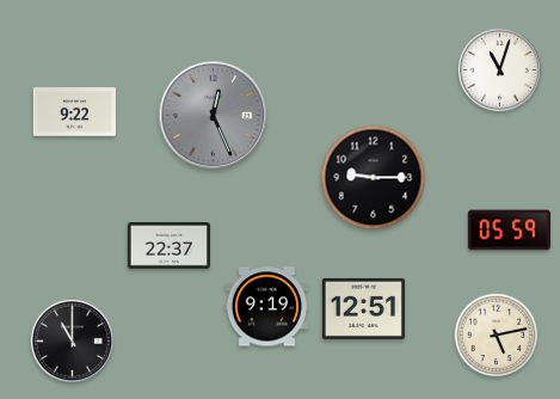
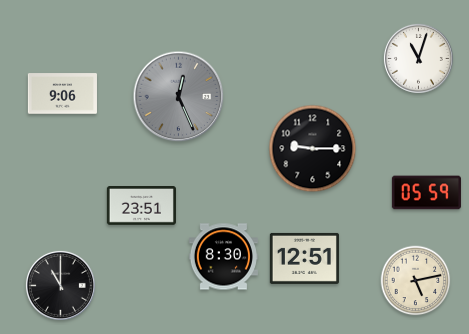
clock at (74, 112): 9:22 -> 9:06
clock at (168, 246): 22:37 -> 23:51
clock at (266, 307): 9:19 -> 8:30
